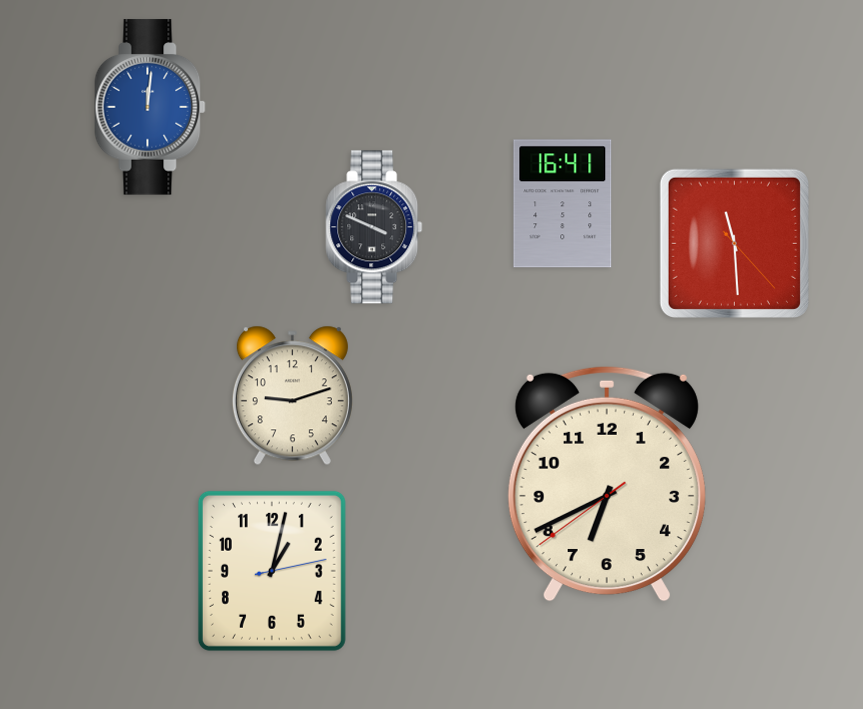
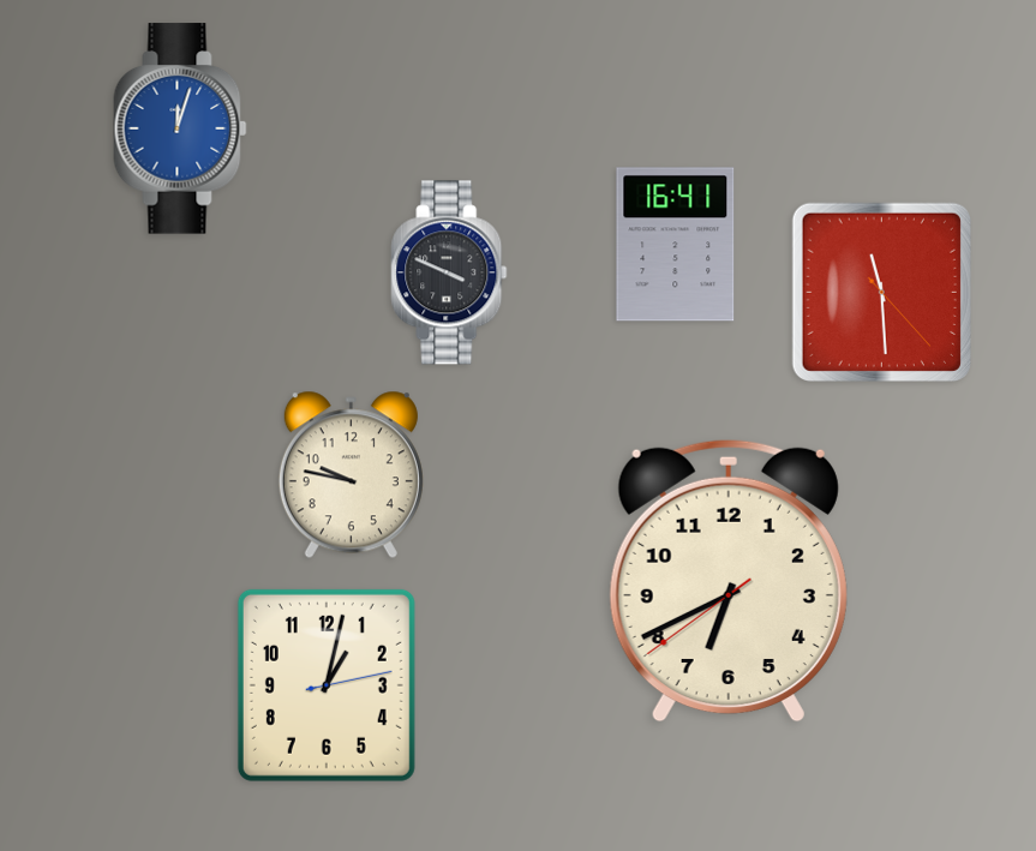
clock at (150, 107): 12:01 -> 12:03
clock at (292, 396): 9:12 -> 9:47
